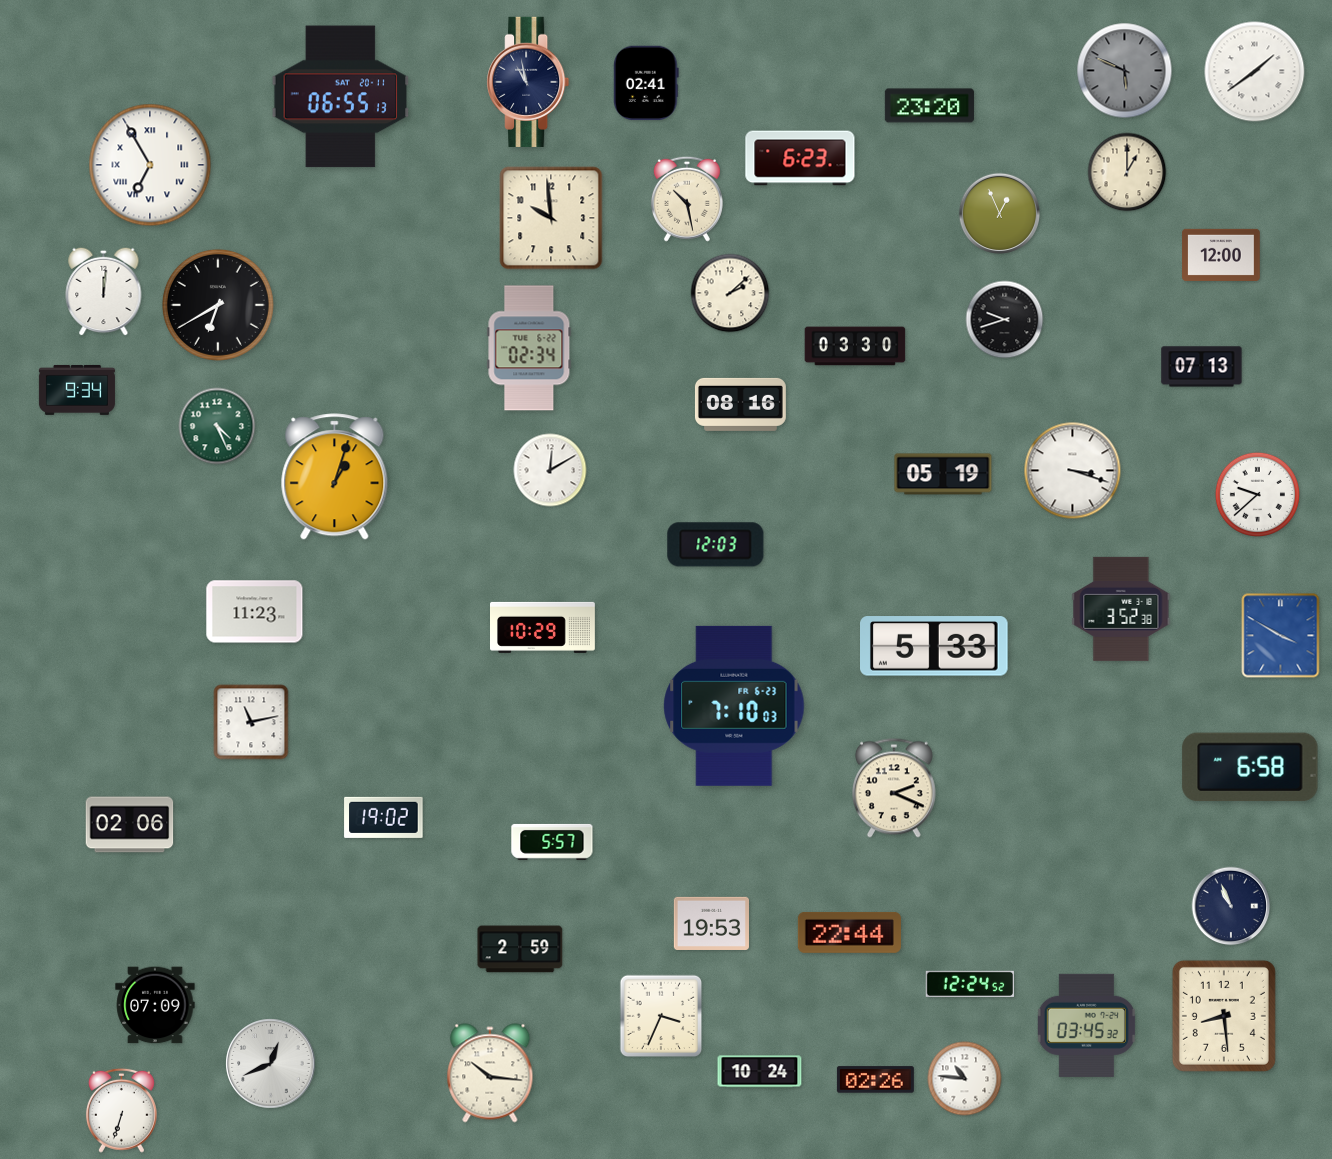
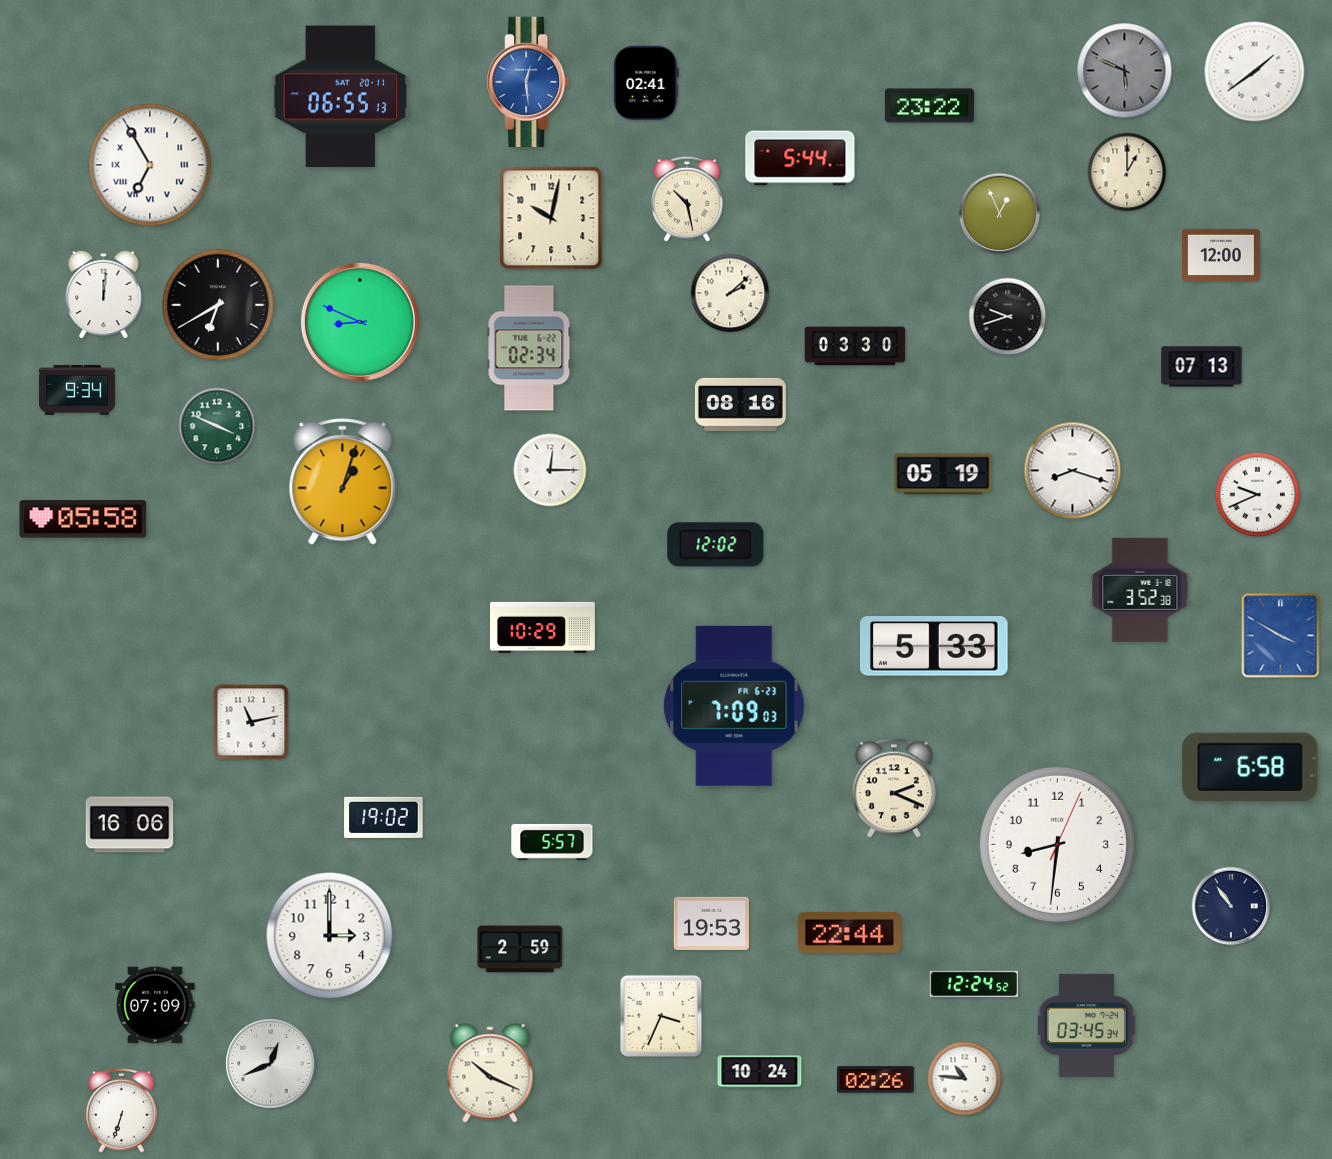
clock at (528, 82): 10:58 -> 12:29
clock at (528, 82) dial: navy -> blue
clock at (929, 106): 23:20 -> 23:22
clock at (800, 158): 6:23 -> 5:44
clock at (551, 218): 9:59 -> 10:02
clock at (104, 291) position: (104, 291) -> (104, 294)
clock at (1005, 320) position: (1005, 320) -> (1008, 317)
clock at (360, 322): none -> 8:49
clock at (217, 426): 4:26 -> 3:49
clock at (550, 470): 12:10 -> 12:15
clock at (1073, 471): 3:18 -> 8:18
clock at (335, 477) position: (335, 477) -> (343, 482)
clock at (1257, 494): 9:38 -> 9:41
clock at (83, 519): none -> 05:58
clock at (716, 545): 12:03 -> 12:02
clock at (1121, 609) position: (1121, 609) -> (1140, 590)
clock at (255, 612): 11:23 -> none
clock at (734, 706): 7:10 -> 7:09
clock at (130, 825): 02:06 -> 16:06
clock at (1057, 844): none -> 8:31
clock at (1231, 906): 10:56 -> 10:54
clock at (330, 936): none -> 3:00
clock at (969, 984) position: (969, 984) -> (973, 984)
clock at (1224, 1016): 8:29 -> none
clock at (1086, 1025): 03:45:32 -> 03:45:34
clock at (490, 1073): 10:16 -> 10:19
